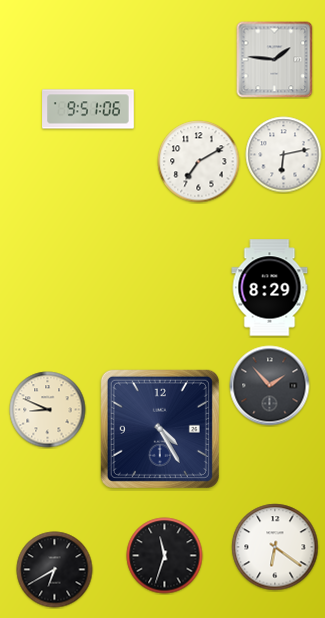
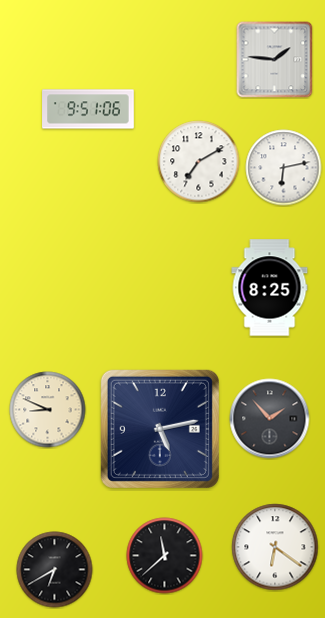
clock at (284, 155) position: (284, 155) -> (284, 168)
clock at (270, 288): 8:29 -> 8:25
clock at (270, 386) position: (270, 386) -> (270, 419)
clock at (160, 429): 4:25 -> 5:13
clock at (165, 556): 11:33 -> 11:38
